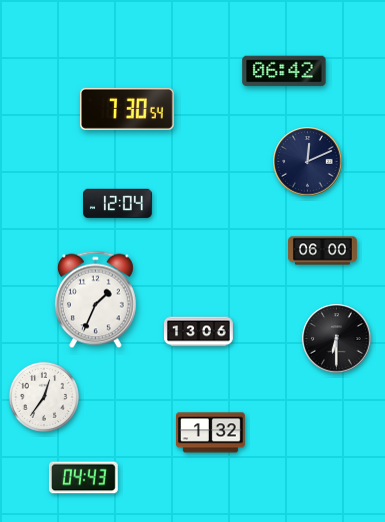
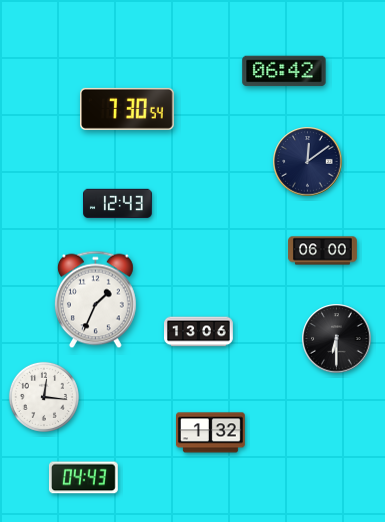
clock at (308, 162): 12:11 -> 12:09
clock at (118, 204): 12:04 -> 12:43
clock at (44, 397): 12:36 -> 12:16
